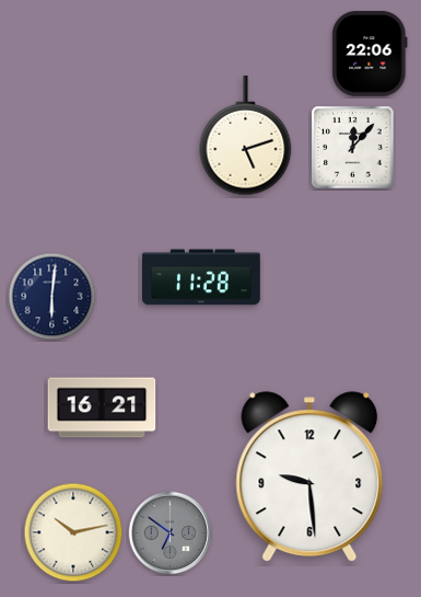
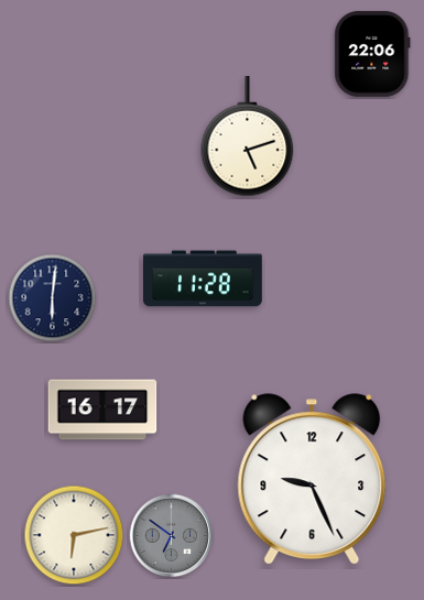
clock at (353, 148): 12:07 -> none
clock at (102, 407): 16:21 -> 16:17
clock at (309, 477): 9:29 -> 9:26
clock at (73, 532): 10:13 -> 6:13
